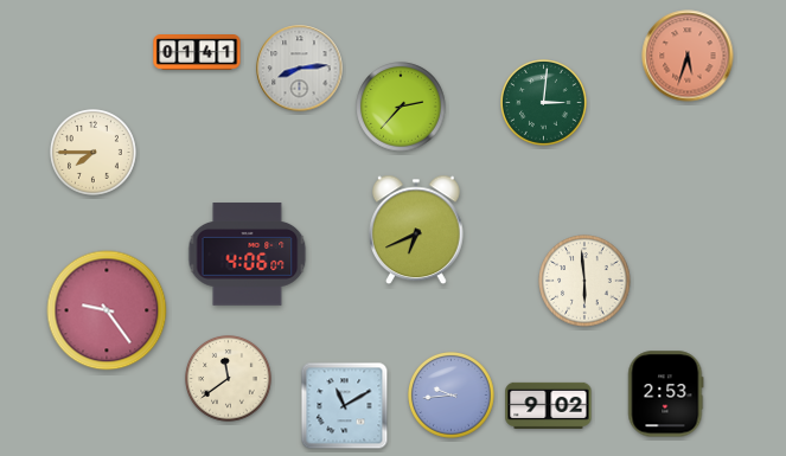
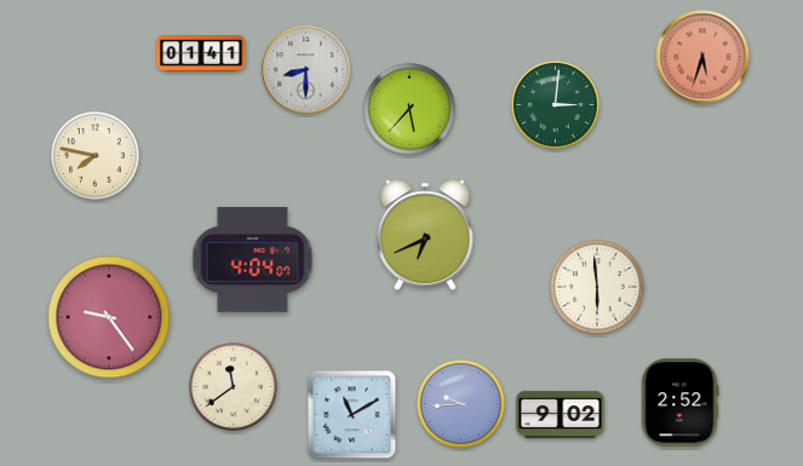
clock at (300, 69): 8:14 -> 8:30
clock at (401, 107): 2:37 -> 5:37
clock at (94, 153): 7:45 -> 7:47
clock at (248, 255): 4:06 -> 4:04
clock at (666, 394): 2:53 -> 2:52
